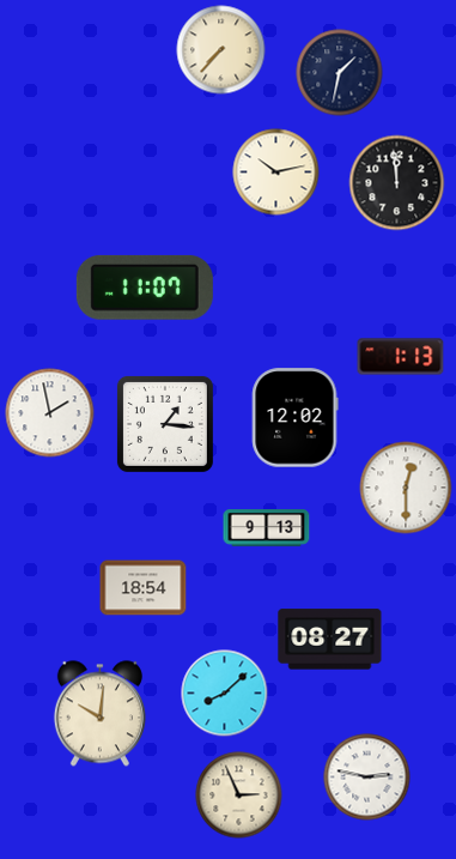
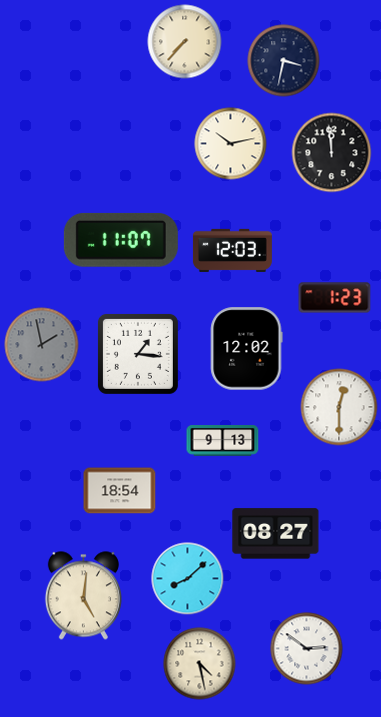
clock at (340, 73): 1:32 -> 3:32
clock at (232, 250): none -> 12:03
clock at (401, 357): 1:13 -> 1:23
clock at (50, 413) dial: white -> grey
clock at (99, 714): 10:01 -> 5:01
clock at (367, 778): 2:47 -> 2:51
clock at (239, 796): 2:56 -> 4:28
